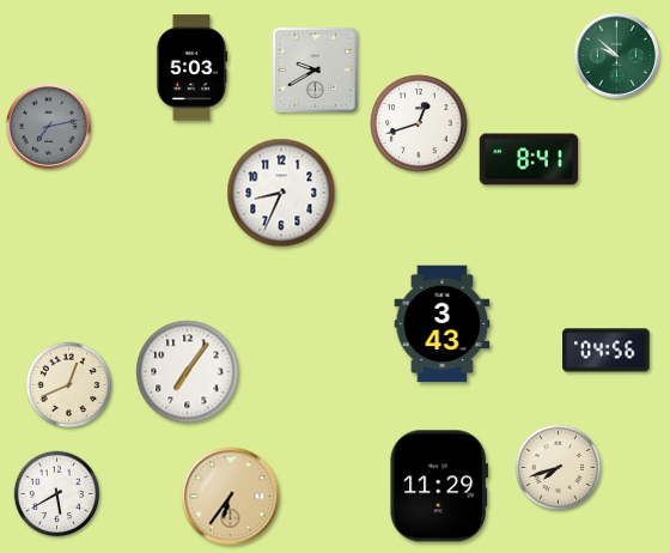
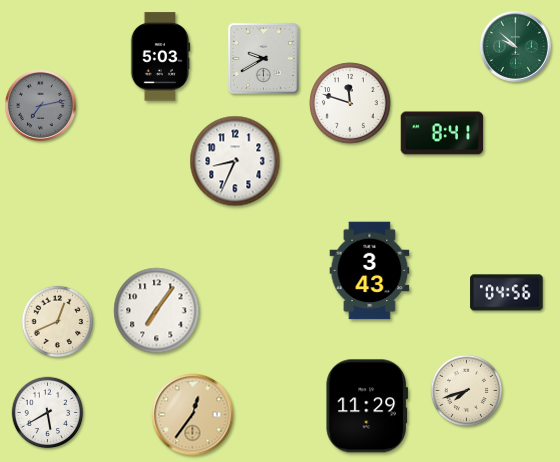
clock at (419, 123): 12:42 -> 11:48
clock at (231, 497): 6:36 -> 12:36
